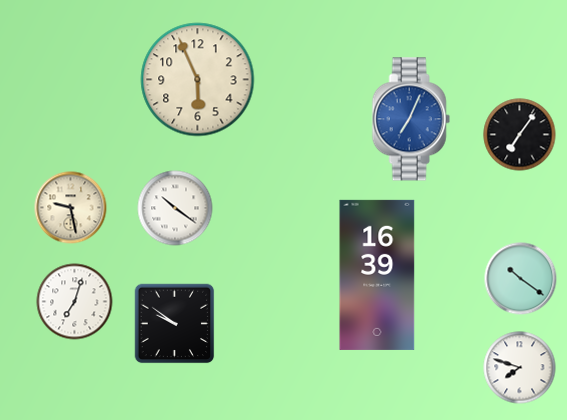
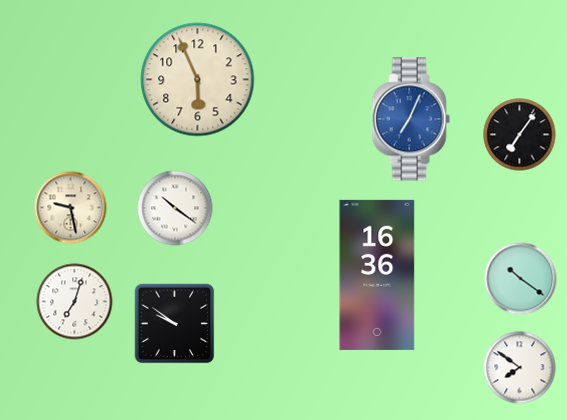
clock at (377, 275): 16:39 -> 16:36
clock at (520, 368): 7:48 -> 7:51
